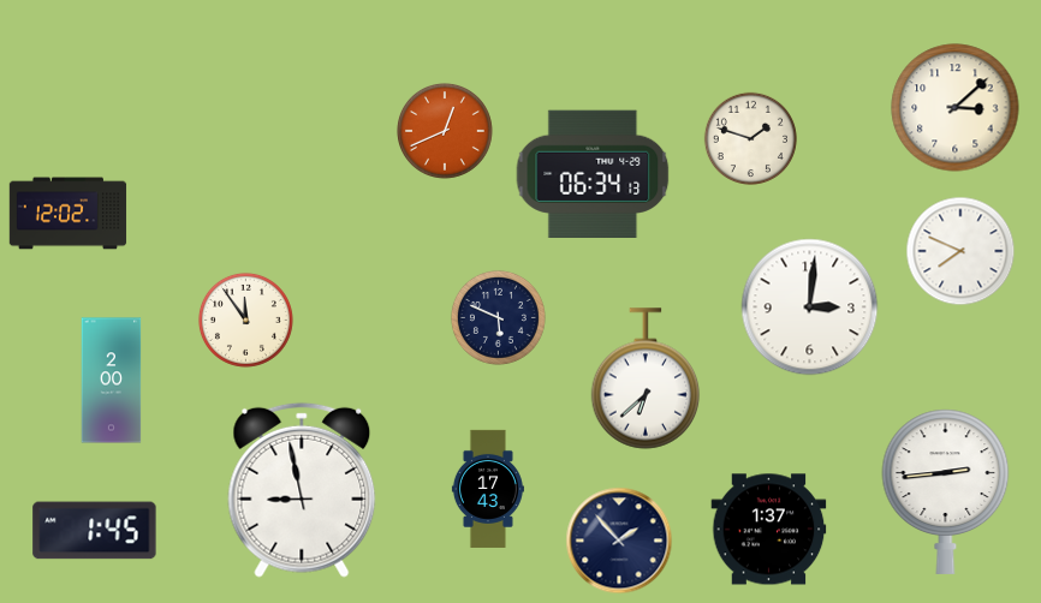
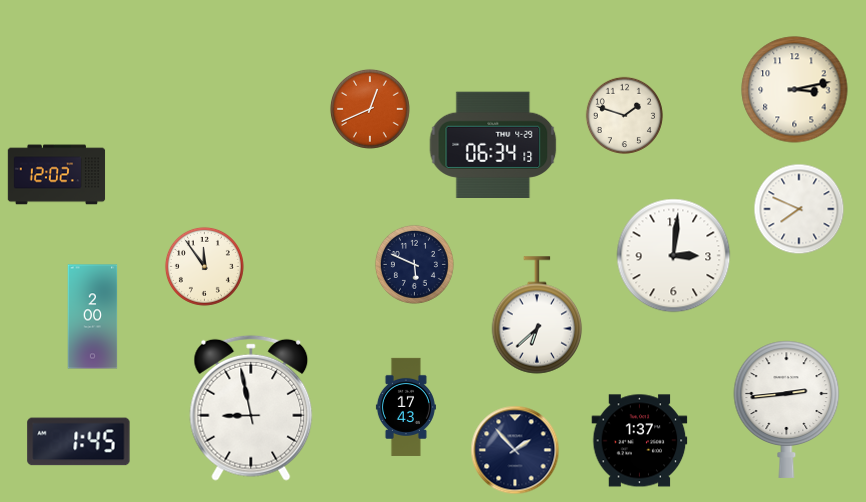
clock at (956, 108): 3:08 -> 3:13
clock at (69, 214) position: (69, 214) -> (57, 175)
